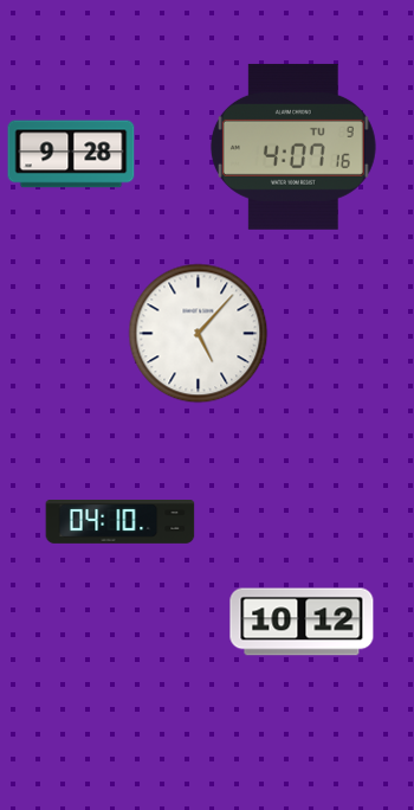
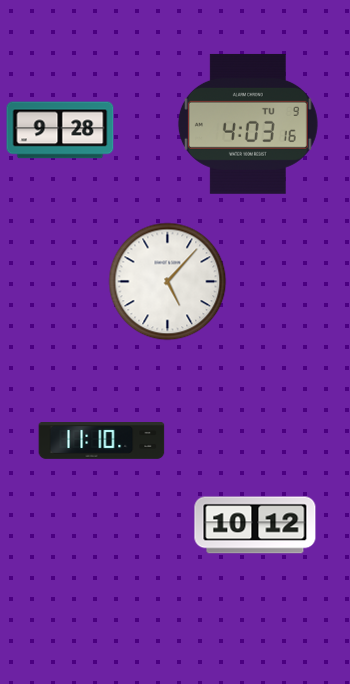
clock at (293, 147): 4:07 -> 4:03
clock at (121, 522): 04:10 -> 11:10
